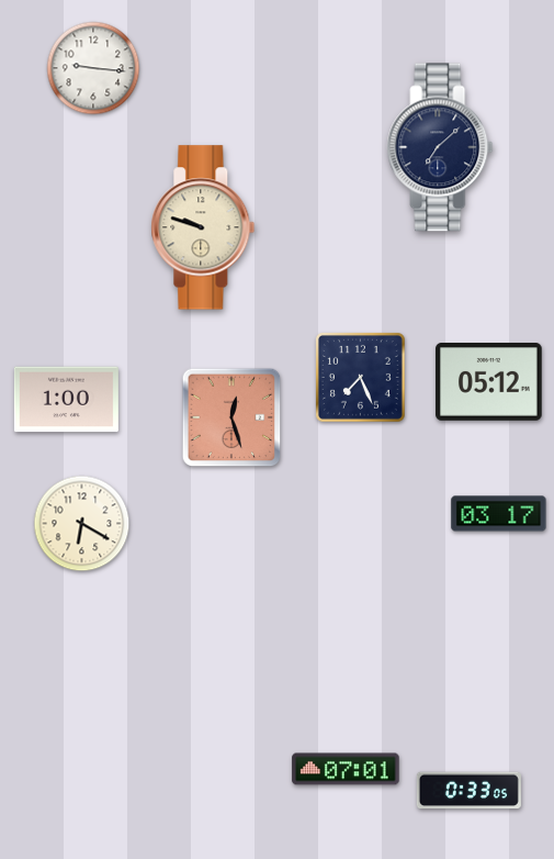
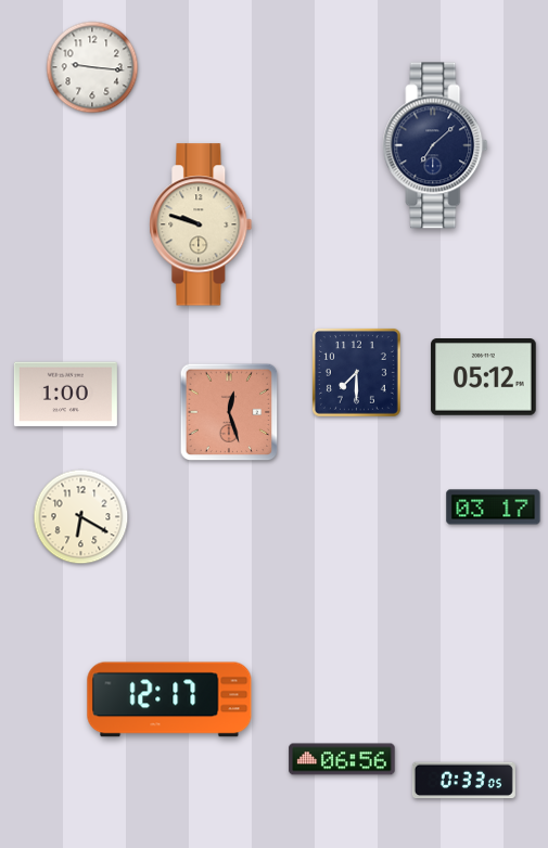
clock at (360, 377): 7:26 -> 7:30
clock at (169, 699): none -> 12:17
clock at (346, 769): 07:01 -> 06:56
